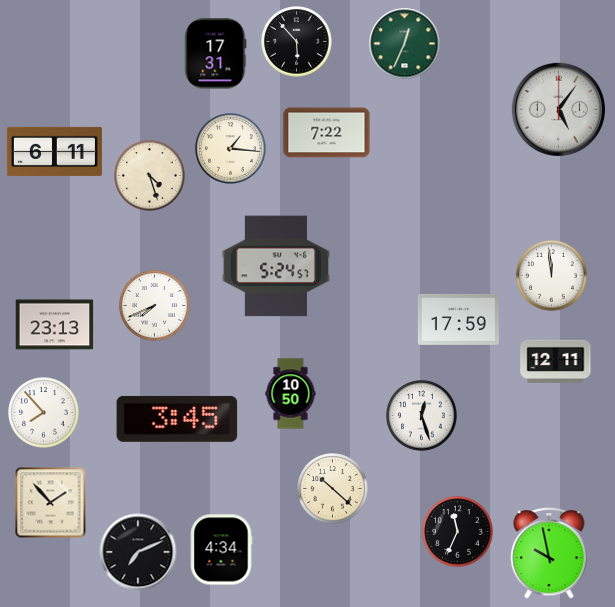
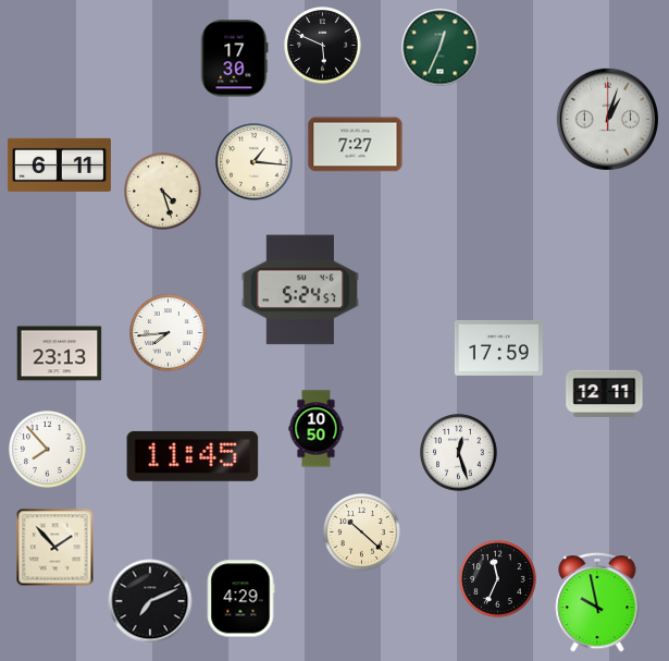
clock at (297, 42): 5:53 -> 5:49
clock at (216, 54): 17:31 -> 17:30
clock at (558, 109): 5:06 -> 1:03
clock at (327, 133): 7:22 -> 7:27
clock at (231, 149) position: (231, 149) -> (255, 162)
clock at (552, 276): 11:59 -> none
clock at (155, 306): 7:41 -> 7:44
clock at (177, 419): 3:45 -> 11:45
clock at (221, 550): 4:34 -> 4:29
